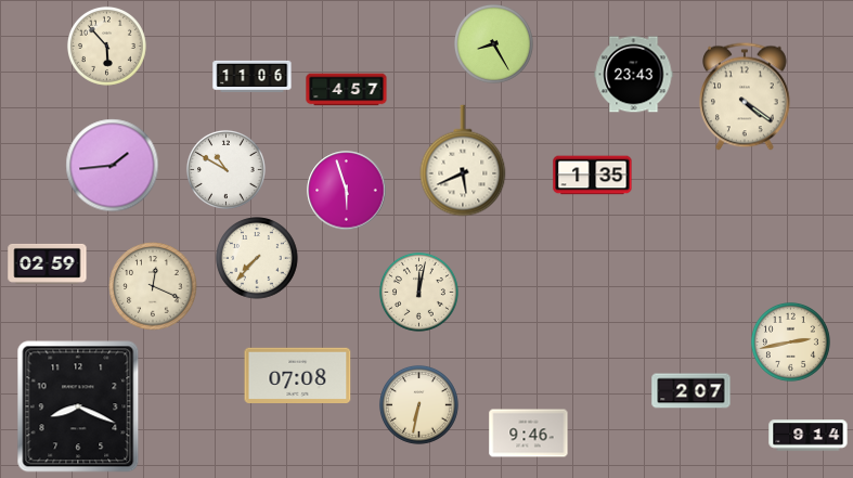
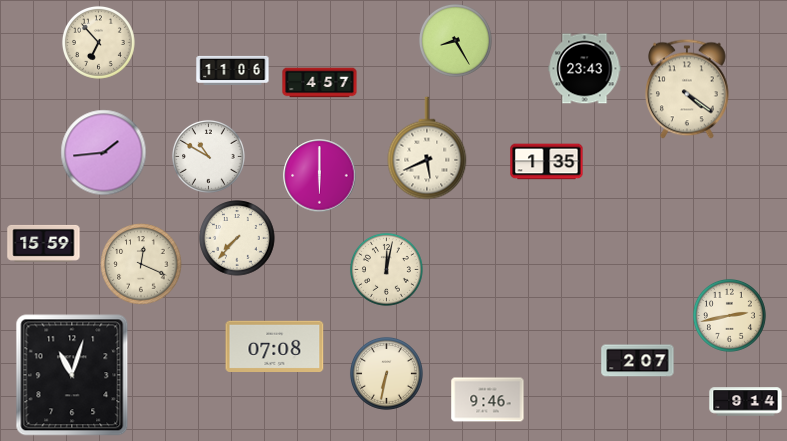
clock at (106, 46): 5:53 -> 6:53
clock at (347, 191): 5:57 -> 6:00
clock at (48, 263): 02:59 -> 15:59
clock at (78, 406): 8:19 -> 11:03
